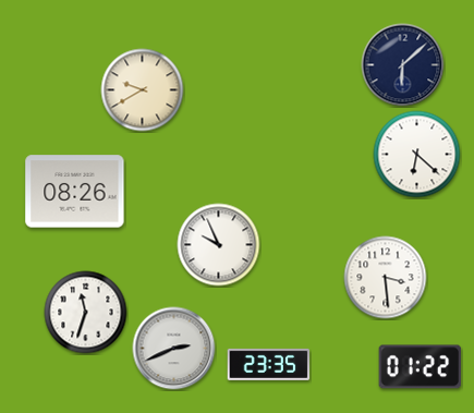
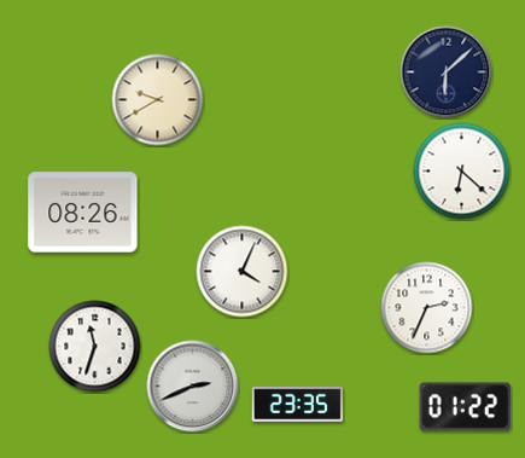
clock at (219, 245): 9:56 -> 4:04
clock at (386, 278): 3:29 -> 2:34
